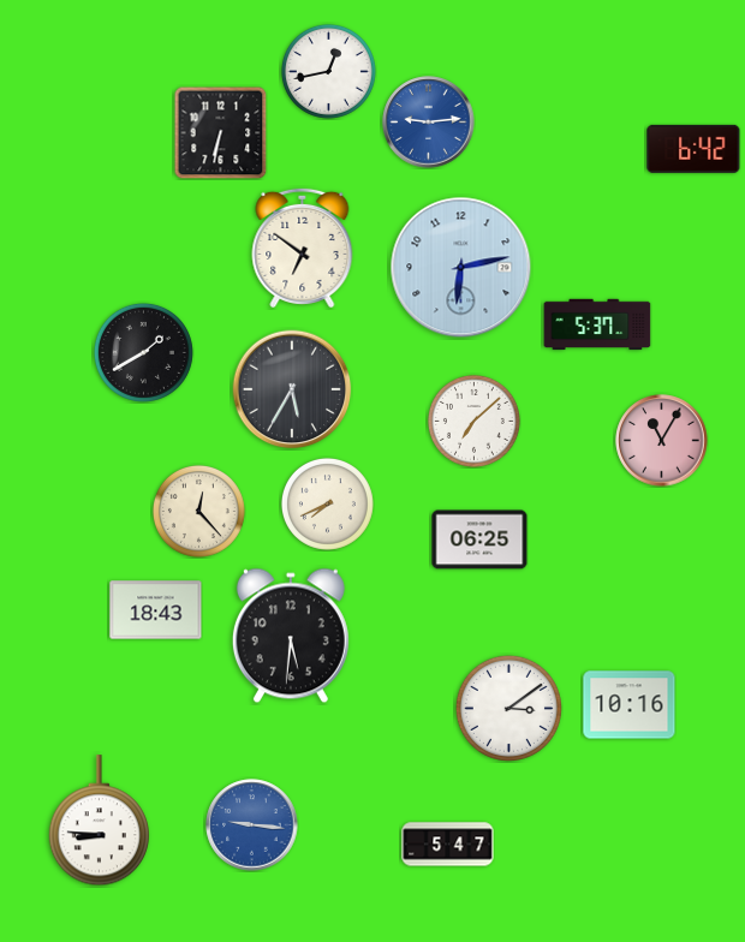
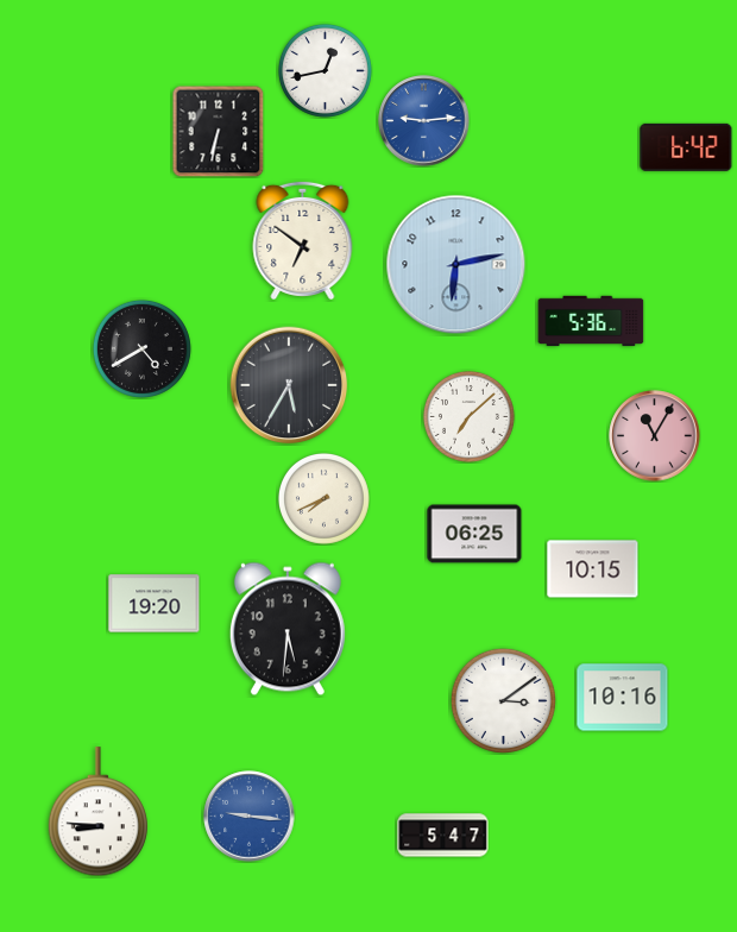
clock at (303, 248) position: (303, 248) -> (303, 240)
clock at (597, 324): 5:37 -> 5:36
clock at (143, 352): 1:40 -> 4:40
clock at (198, 511): 12:23 -> none
clock at (593, 569): none -> 10:15
clock at (156, 610): 18:43 -> 19:20
